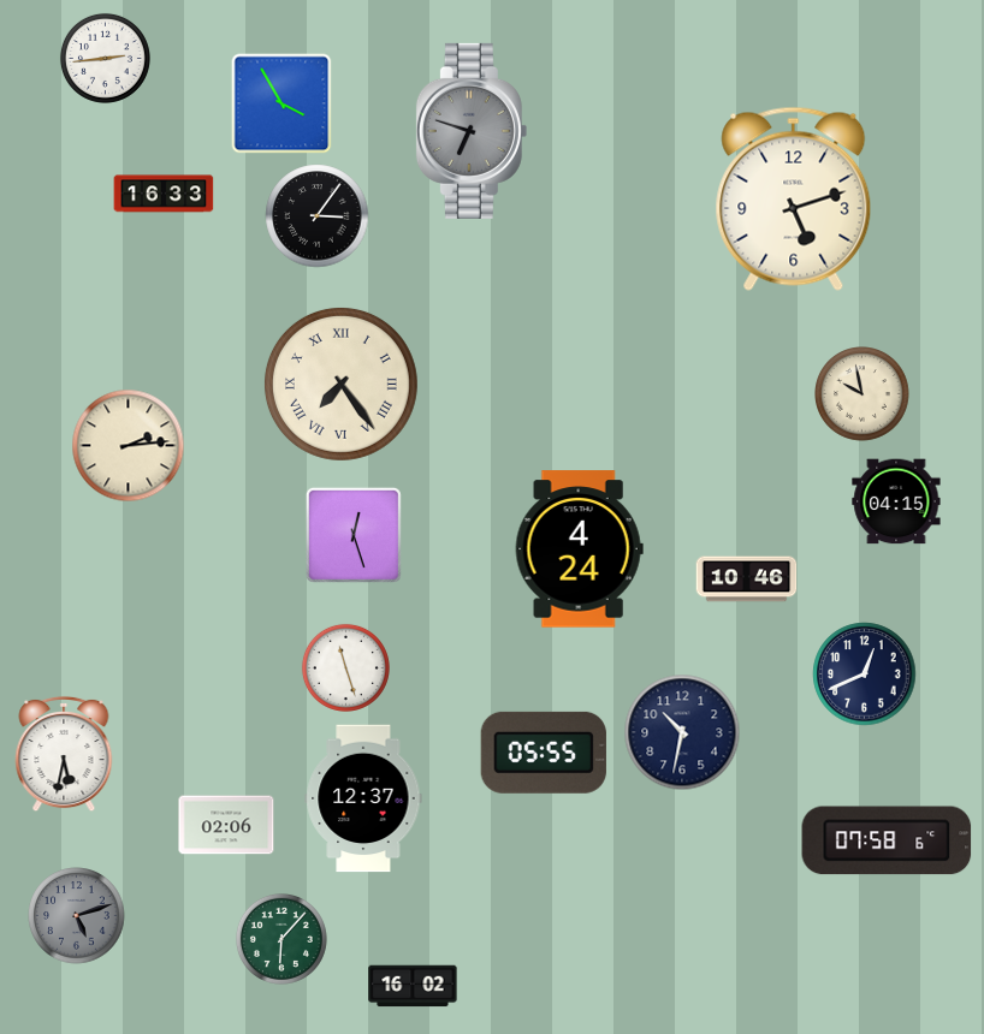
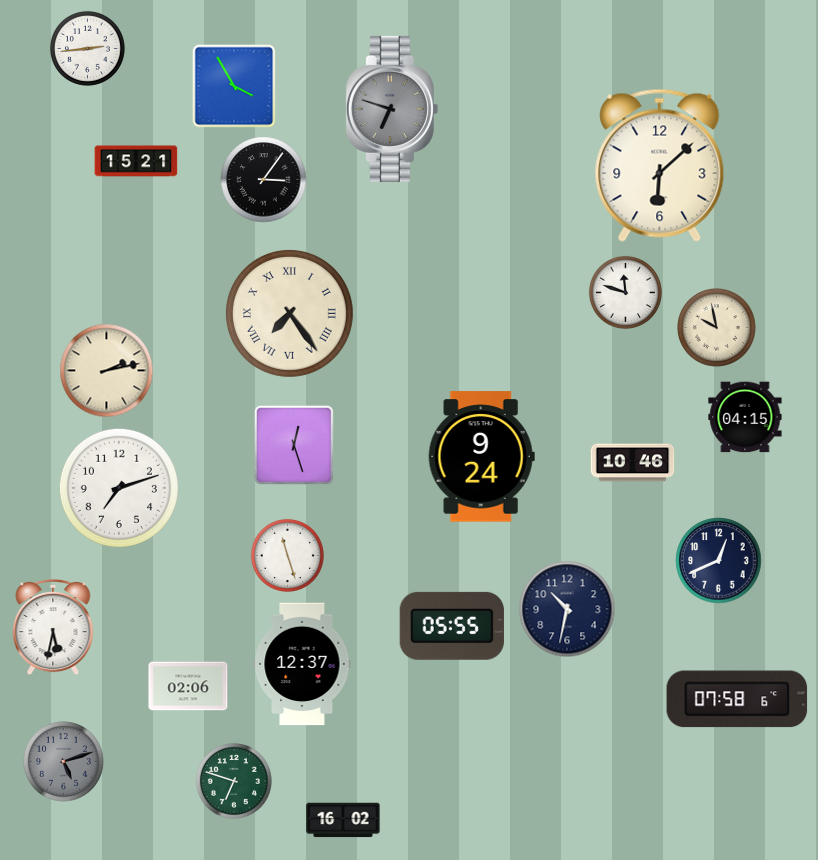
clock at (164, 194): 16:33 -> 15:21
clock at (794, 198): 5:12 -> 6:08
clock at (625, 292): none -> 11:48
clock at (340, 384) position: (340, 384) -> (289, 313)
clock at (129, 446): 2:14 -> 2:13
clock at (579, 549): 4:24 -> 9:24
clock at (747, 580) position: (747, 580) -> (633, 463)
clock at (119, 488): none -> 7:12
clock at (281, 939): 6:07 -> 6:48
